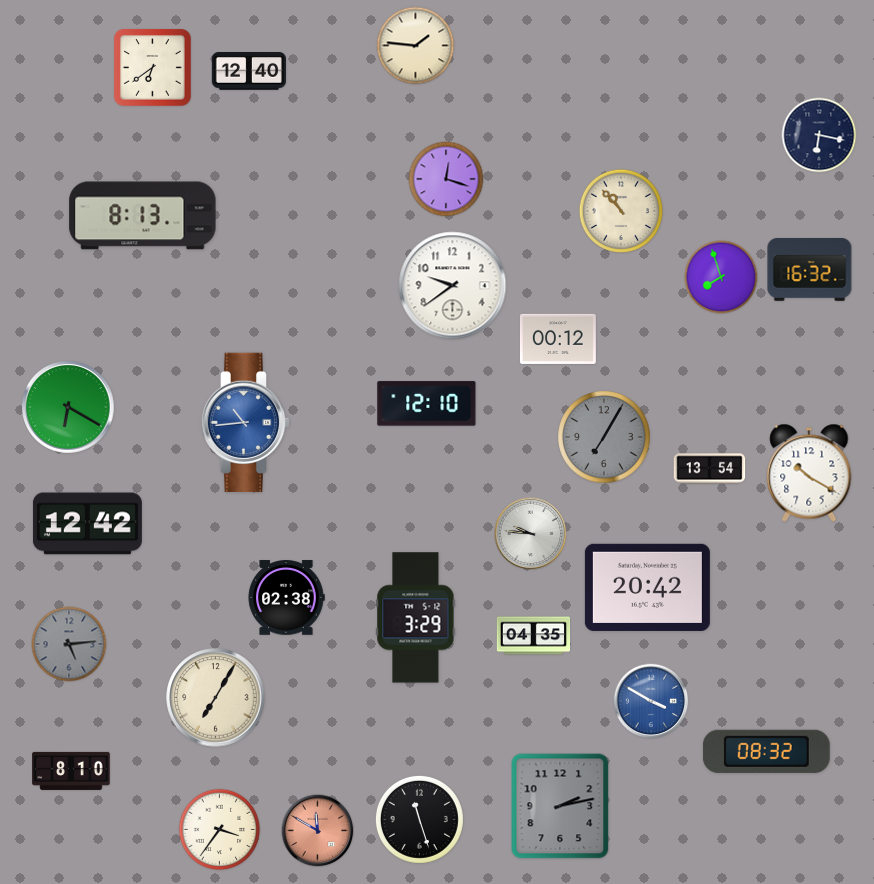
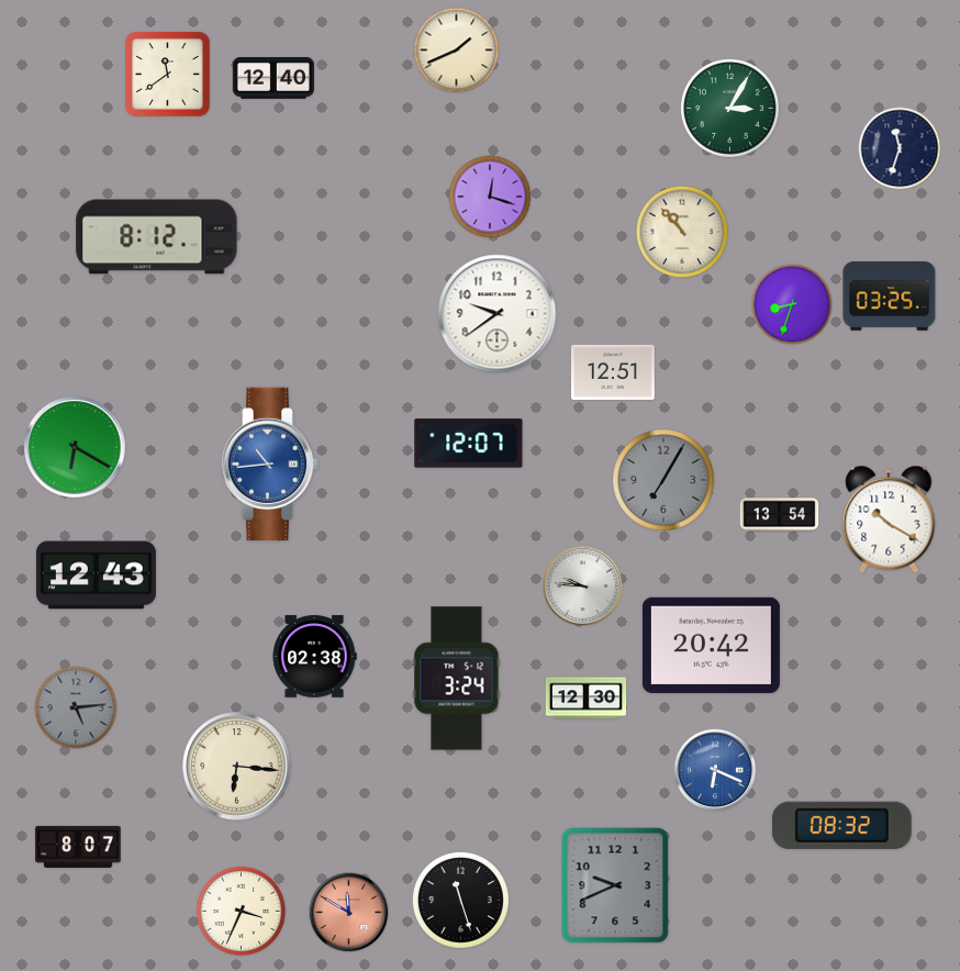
clock at (416, 46): 1:46 -> 1:41
clock at (153, 67): 6:39 -> 11:39
clock at (730, 109): none -> 3:05
clock at (819, 135): 6:17 -> 11:33
clock at (143, 216): 8:13 -> 8:12
clock at (810, 270): 16:32 -> 03:25
clock at (721, 277): 7:57 -> 8:33
clock at (558, 339): 00:12 -> 12:51
clock at (427, 404): 12:10 -> 12:07
clock at (87, 524): 12:42 -> 12:43
clock at (416, 618): 3:29 -> 3:24
clock at (534, 636): 04:35 -> 12:30
clock at (216, 698): 7:05 -> 6:16
clock at (651, 701): 3:50 -> 6:19
clock at (71, 771): 8:10 -> 8:07
clock at (560, 806): 2:13 -> 9:41
clock at (220, 830): 3:36 -> 3:34
